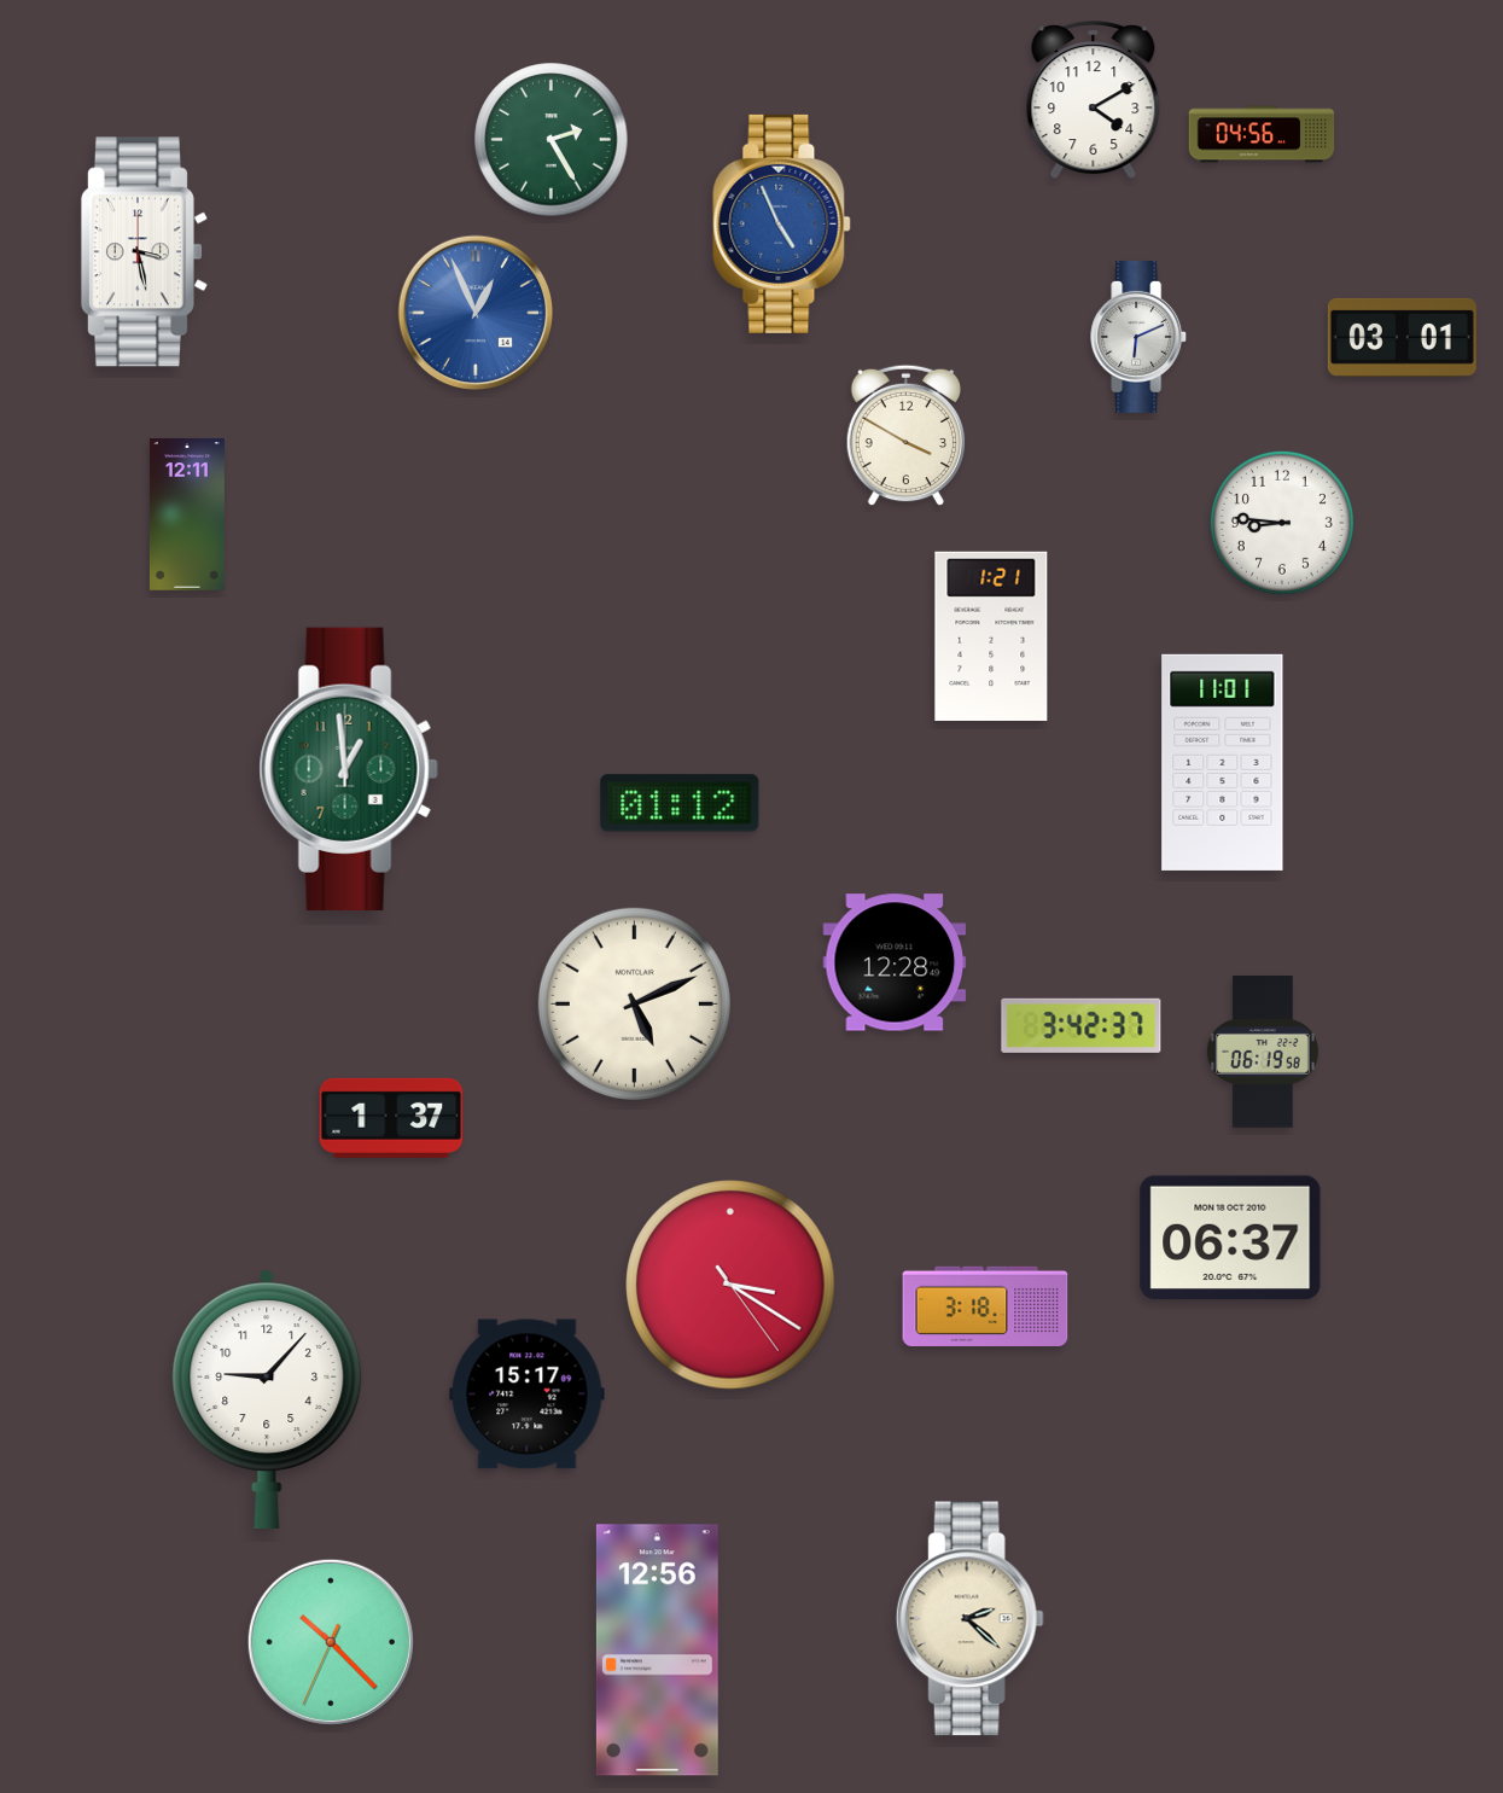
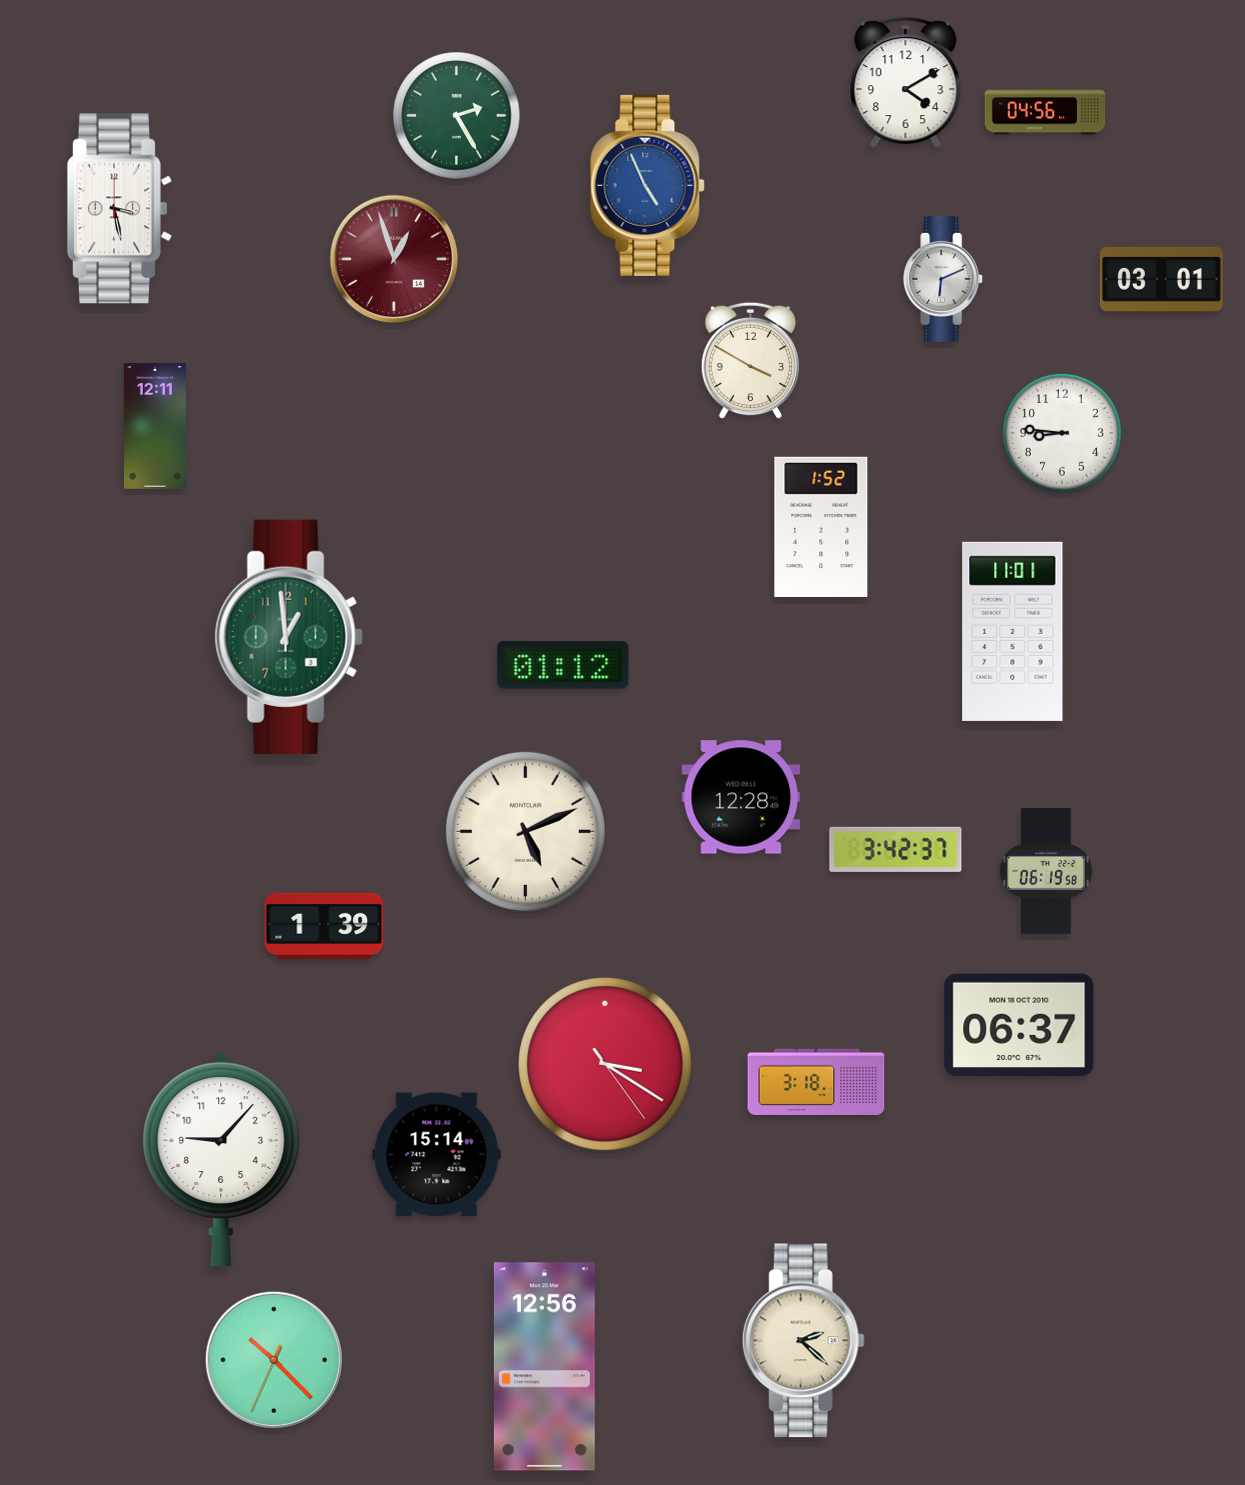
clock at (476, 313): 12:56 -> 12:57
clock at (476, 313) dial: blue -> burgundy
clock at (991, 636): 1:21 -> 1:52
clock at (391, 1118): 1:37 -> 1:39
clock at (528, 1395): 15:17 -> 15:14
